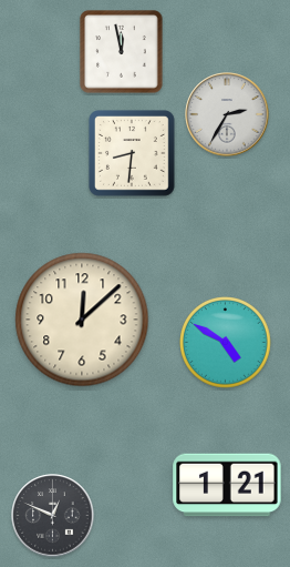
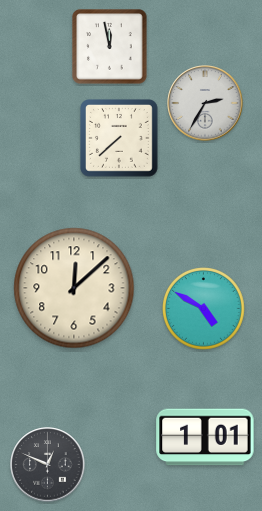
clock at (133, 154): 8:31 -> 7:38
clock at (227, 485): 1:21 -> 1:01
